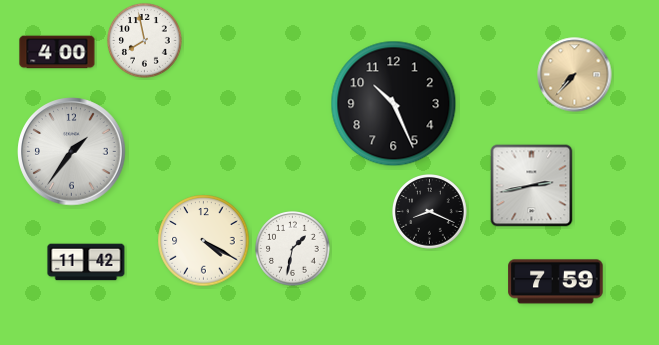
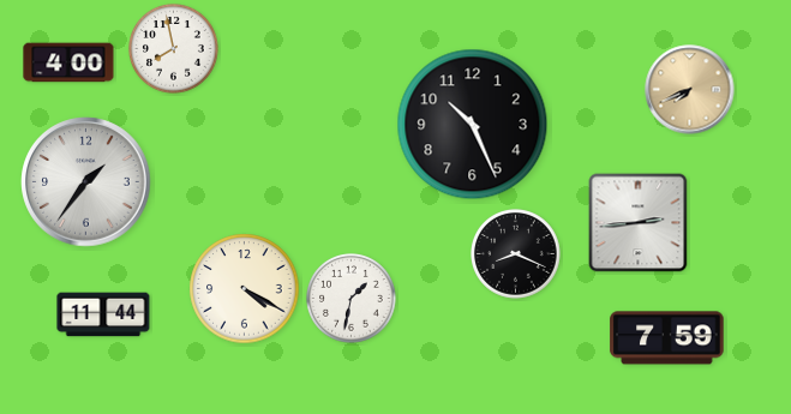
clock at (575, 75): 7:37 -> 7:41
clock at (532, 186): 2:43 -> 2:44
clock at (86, 262): 11:42 -> 11:44
